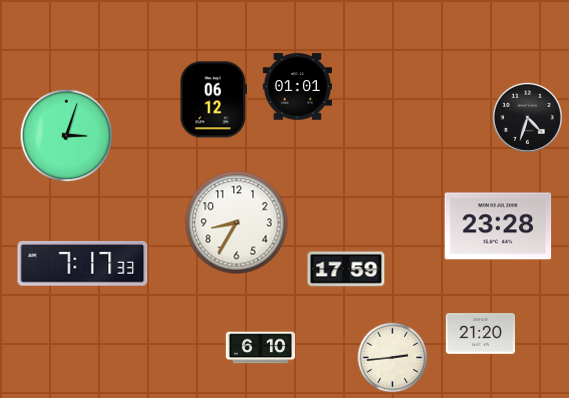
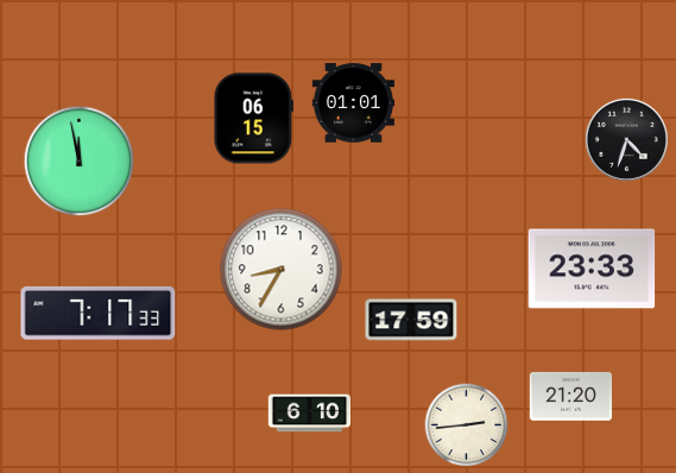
clock at (214, 100): 06:12 -> 06:15
clock at (67, 136): 3:03 -> 11:58
clock at (237, 223) position: (237, 223) -> (282, 270)
clock at (498, 226): 23:28 -> 23:33
